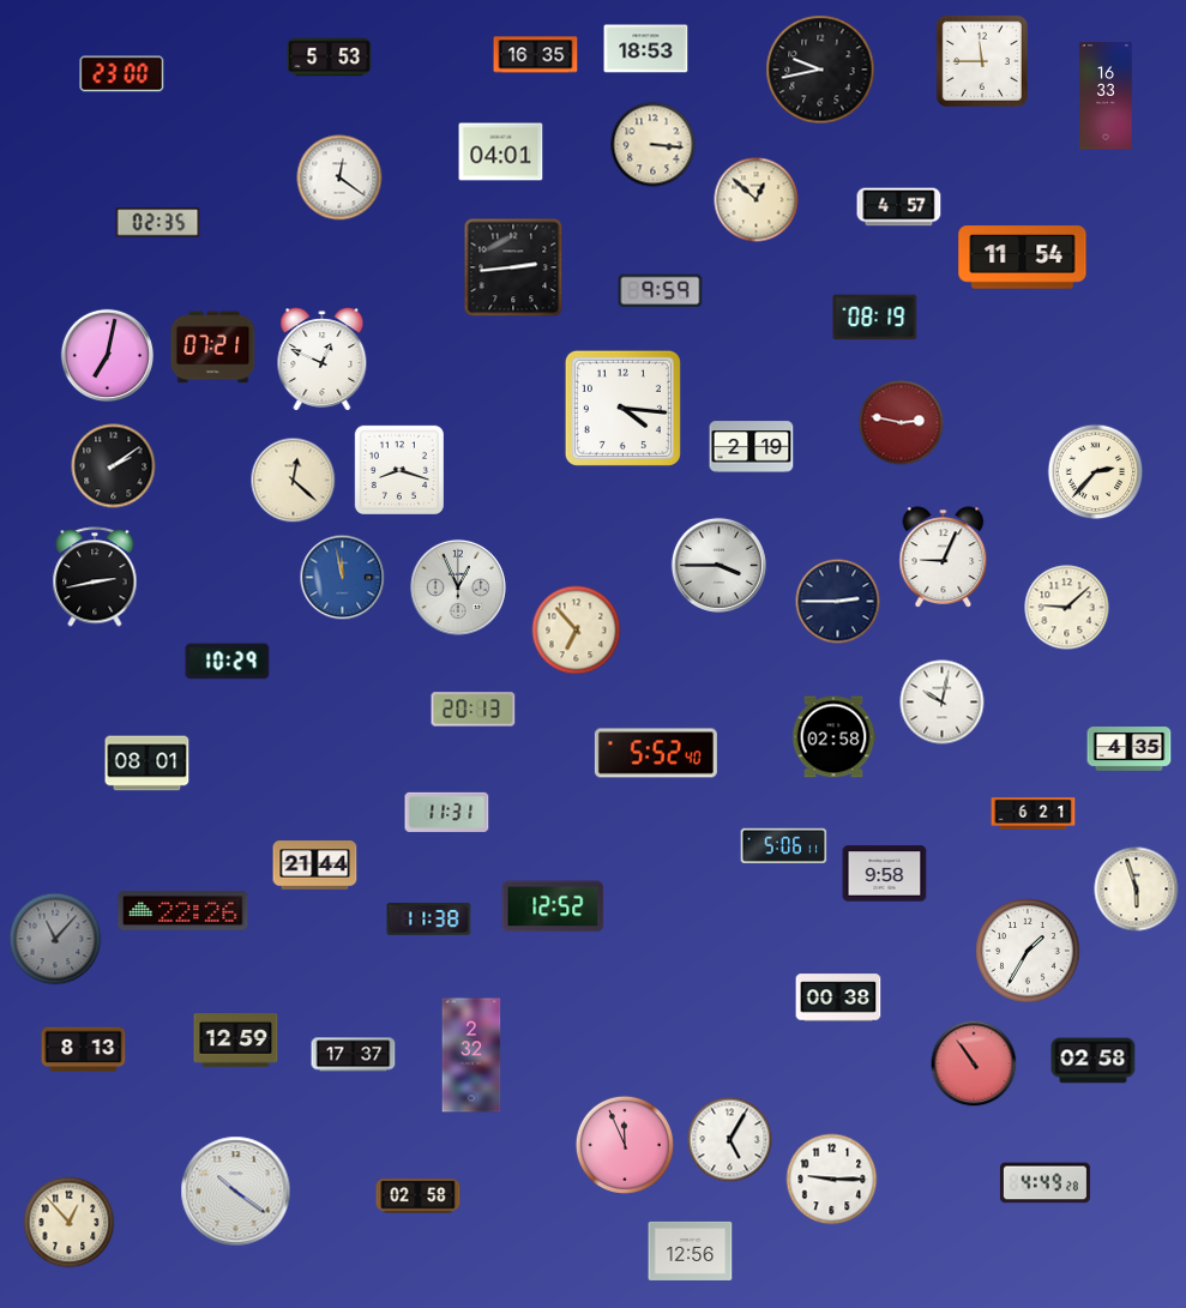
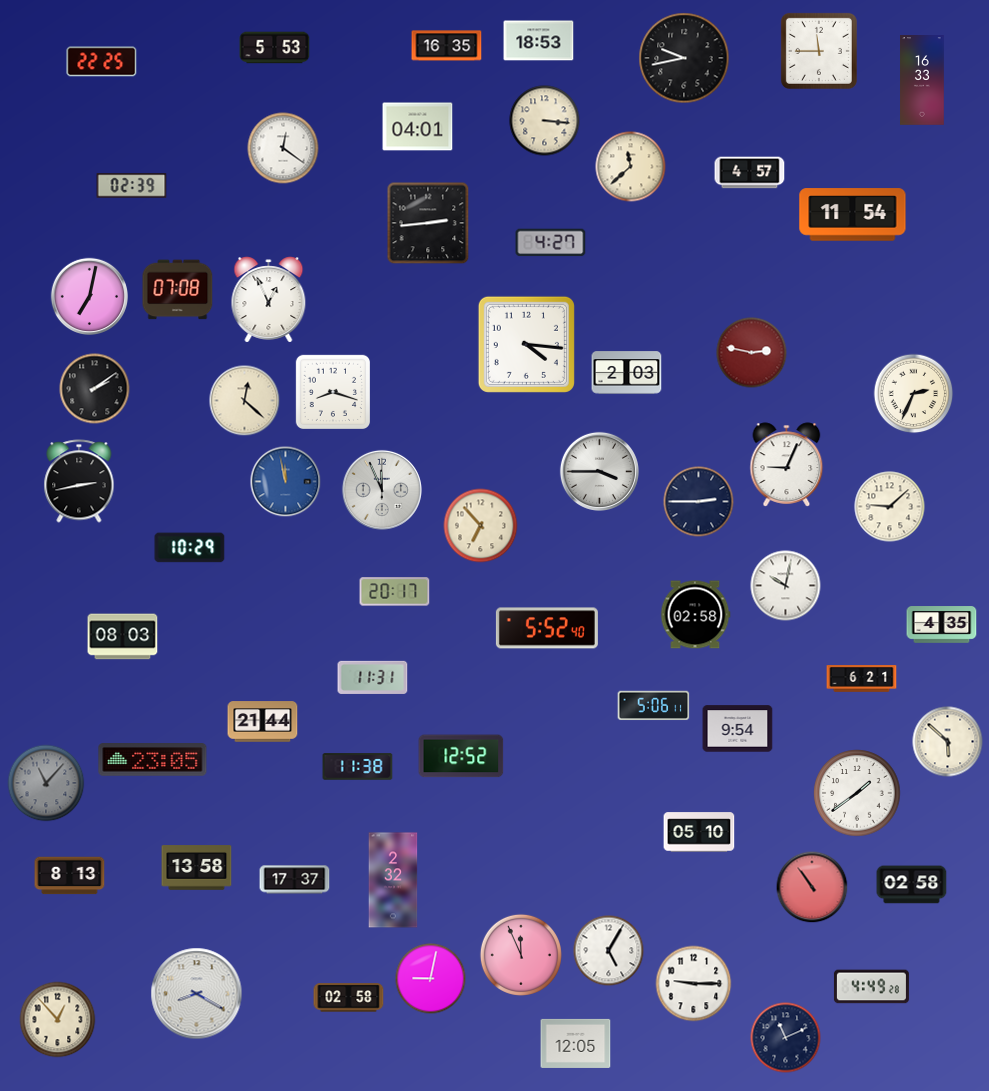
clock at (122, 74): 23:00 -> 22:25
clock at (757, 200): 12:52 -> 11:38
clock at (158, 223): 02:35 -> 02:39
clock at (661, 291): 9:59 -> 4:27
clock at (875, 318): 08:19 -> none
clock at (213, 348): 07:21 -> 07:08
clock at (323, 360): 12:49 -> 12:56
clock at (622, 408) position: (622, 408) -> (526, 344)
clock at (752, 447): 2:19 -> 2:03
clock at (1096, 472): 2:37 -> 2:34
clock at (458, 587): 12:56 -> 11:56
clock at (228, 662) position: (228, 662) -> (190, 548)
clock at (474, 710): 20:13 -> 20:17
clock at (148, 764): 08:01 -> 08:03
clock at (885, 874): 9:58 -> 9:54
clock at (1137, 890): 5:57 -> 5:52
clock at (183, 911): 22:26 -> 23:05
clock at (1028, 951): 1:35 -> 1:39
clock at (838, 997): 00:38 -> 05:10
clock at (236, 1041): 12:59 -> 13:58
clock at (431, 979): none -> 9:02
clock at (236, 1192): 10:21 -> 8:20
clock at (786, 1038): none -> 11:11
clock at (691, 1250): 12:56 -> 12:05
